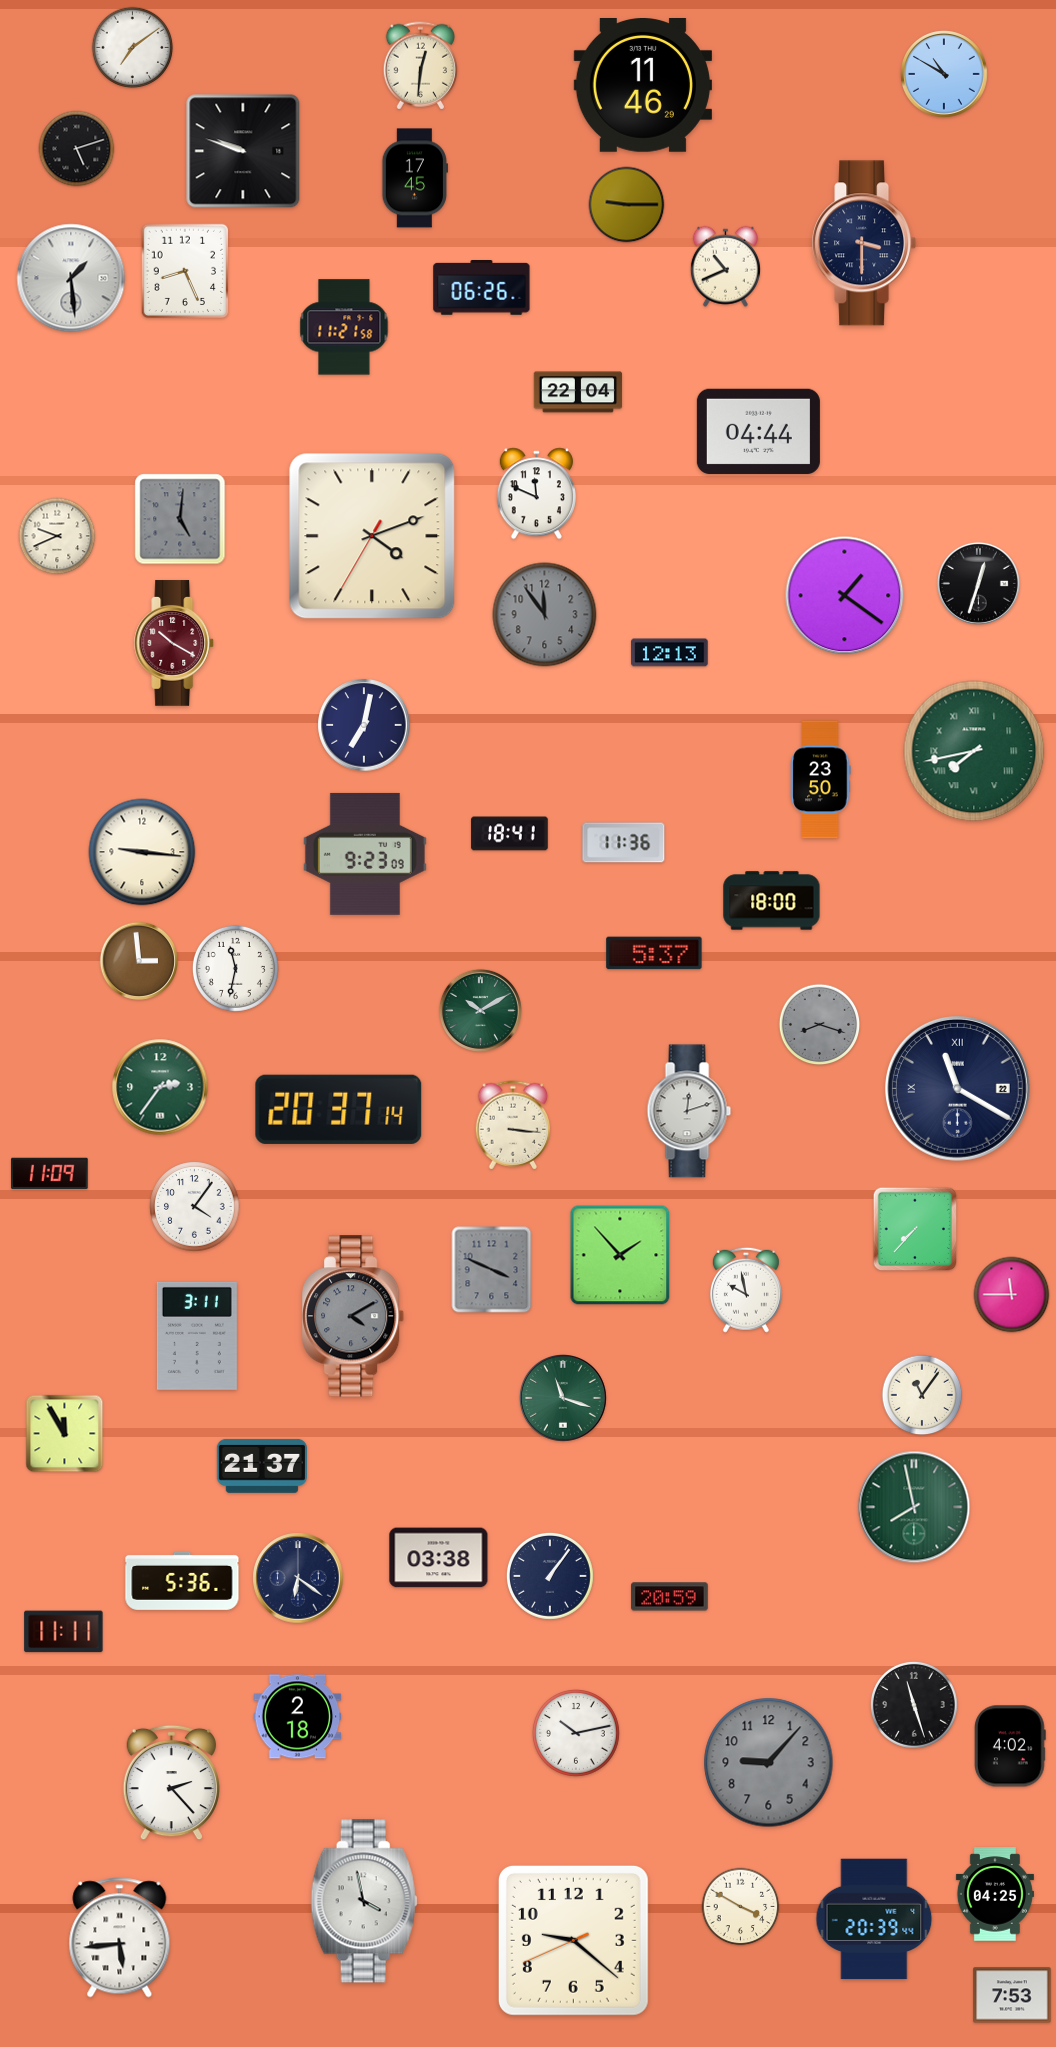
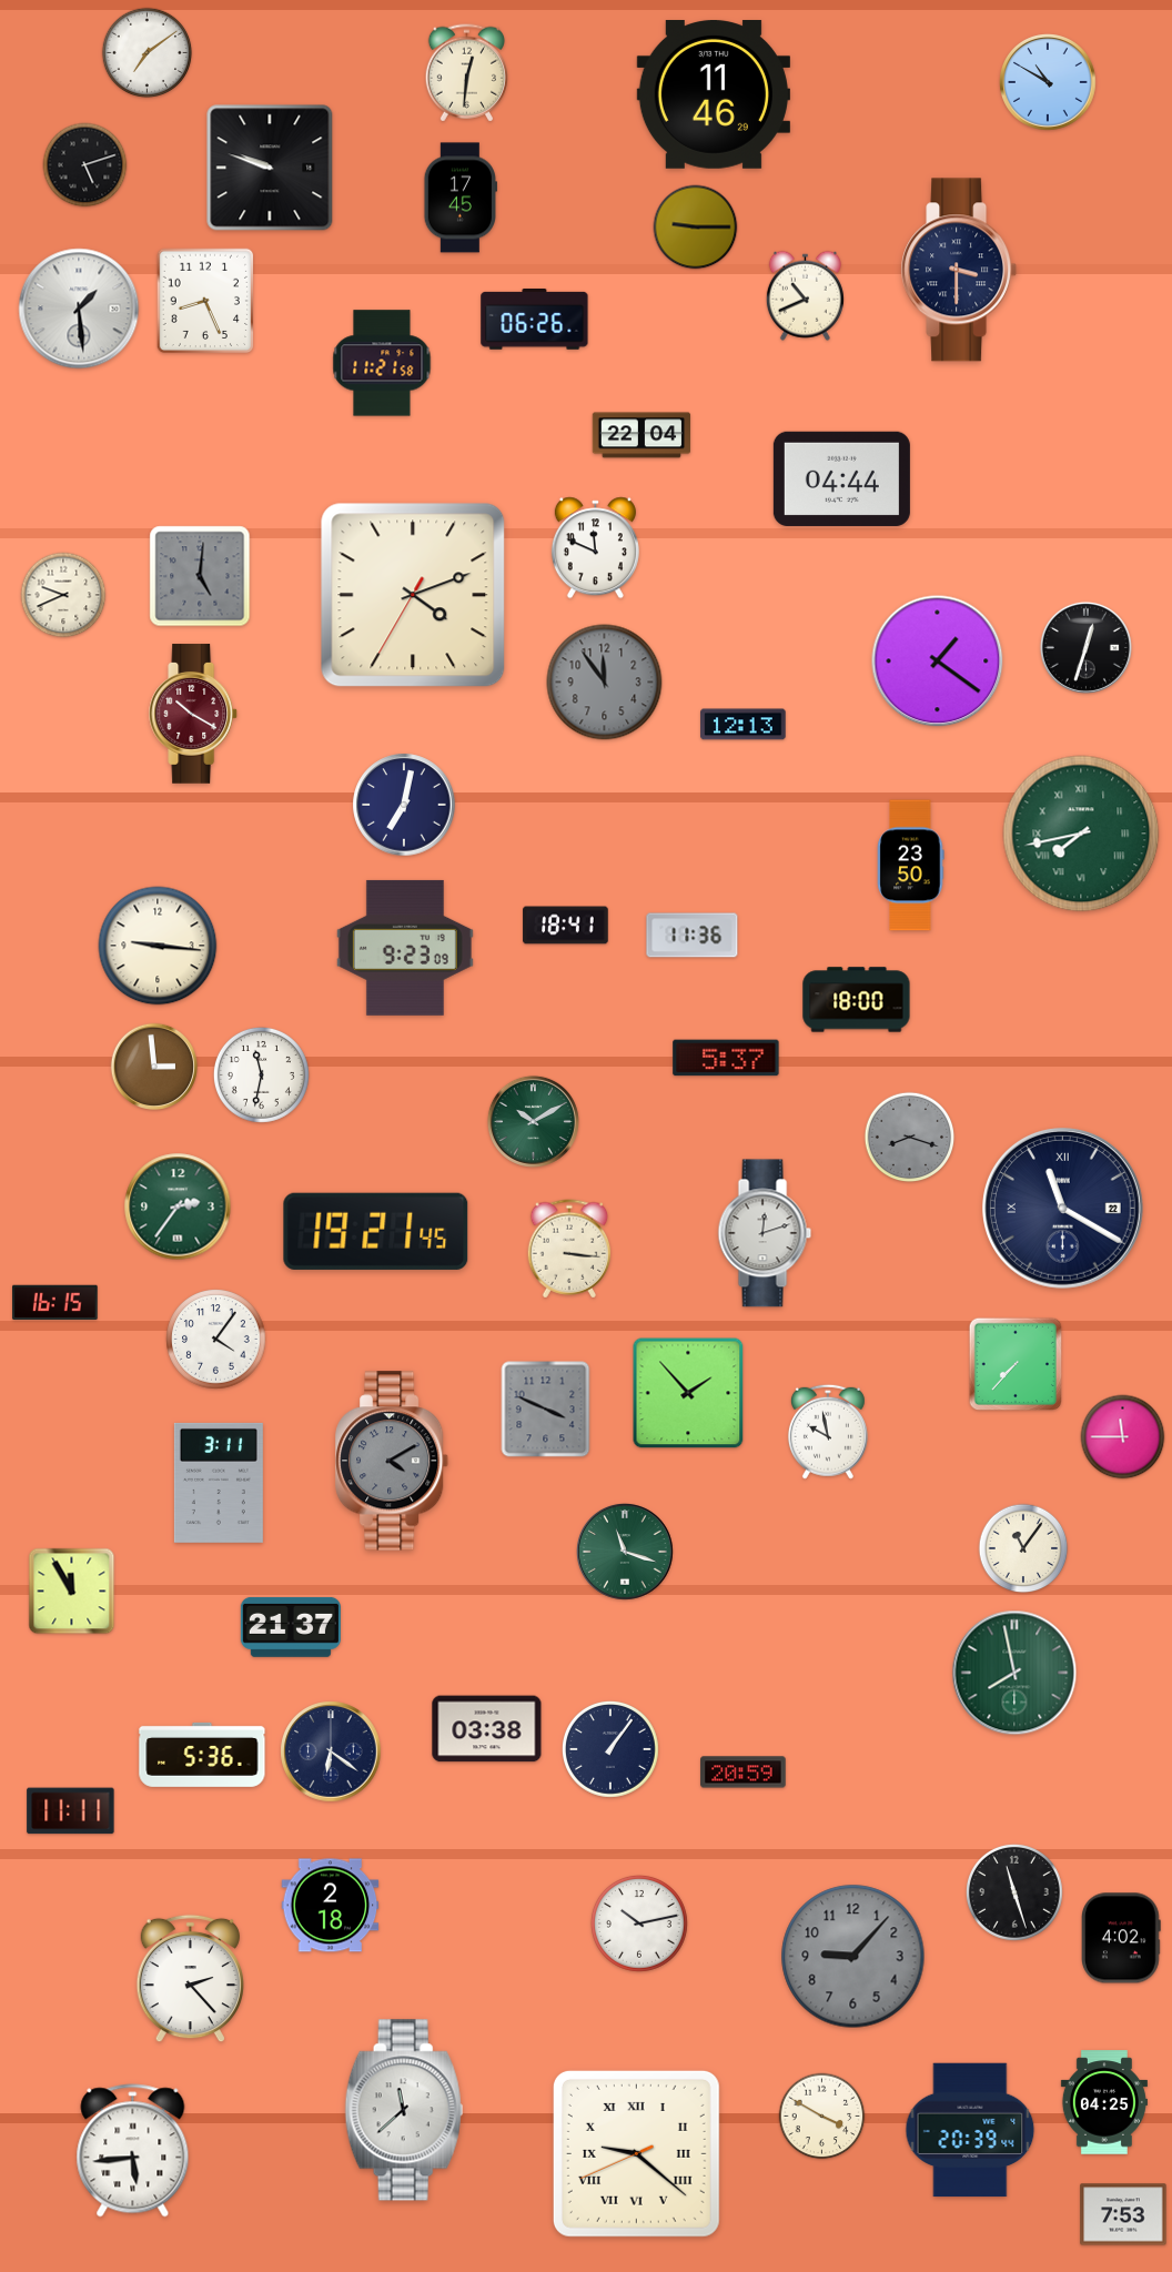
clock at (339, 1109): 20:37 -> 19:21
clock at (50, 1173): 11:09 -> 16:15
clock at (364, 1901): 3:58 -> 11:38
clock at (573, 1940) numerals: Arabic -> Roman
